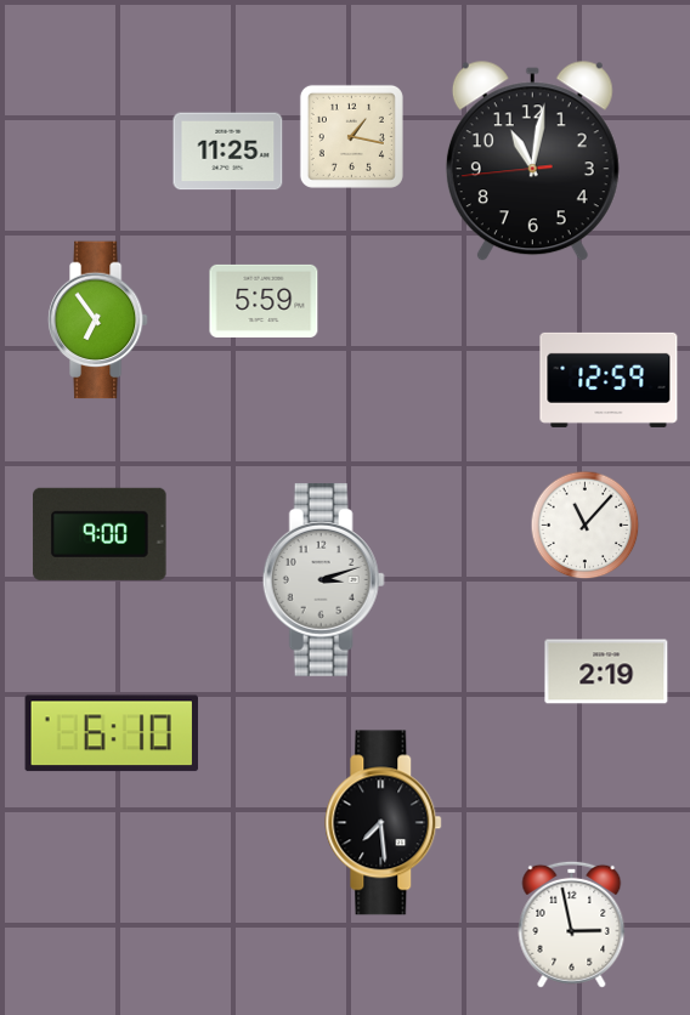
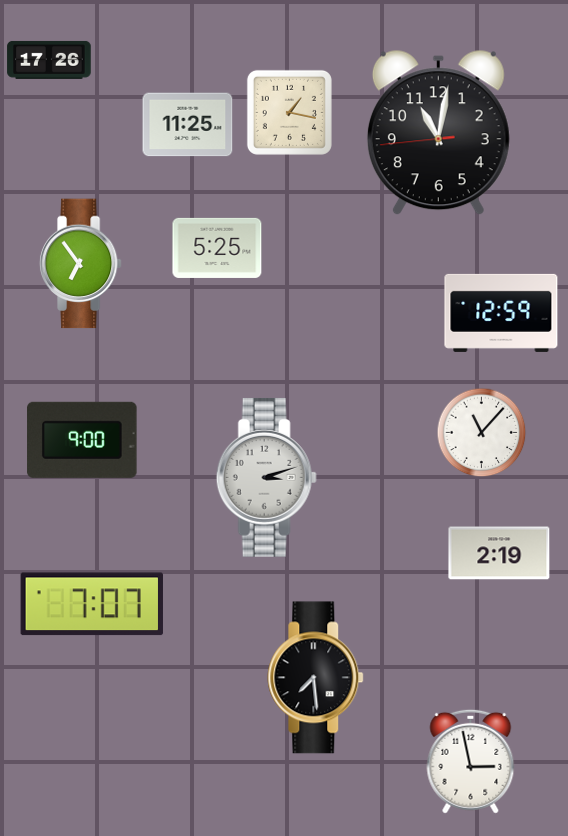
clock at (49, 60): none -> 17:26
clock at (264, 301): 5:59 -> 5:25
clock at (112, 733): 6:10 -> 7:07
